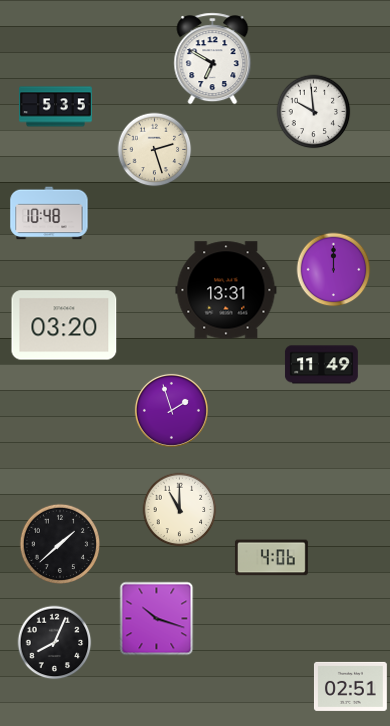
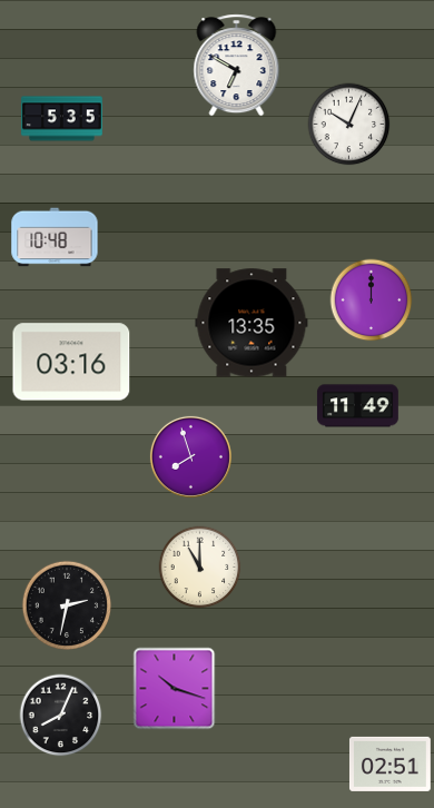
clock at (314, 112): 9:59 -> 10:04
clock at (155, 150): 2:27 -> none
clock at (226, 290): 13:31 -> 13:35
clock at (64, 325): 03:20 -> 03:16
clock at (171, 410): 1:57 -> 7:57
clock at (59, 543): 1:38 -> 2:32
clock at (271, 558): 4:06 -> none
